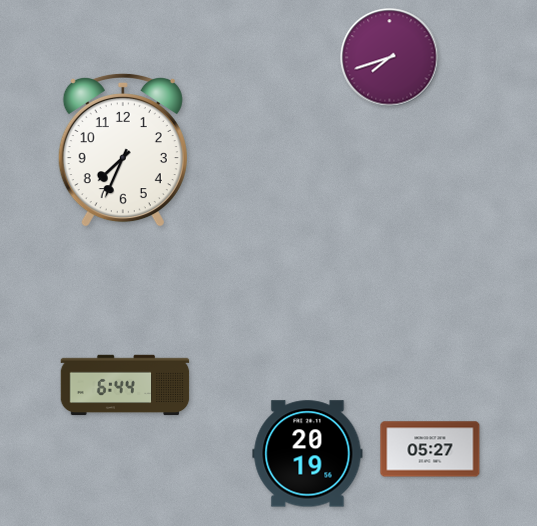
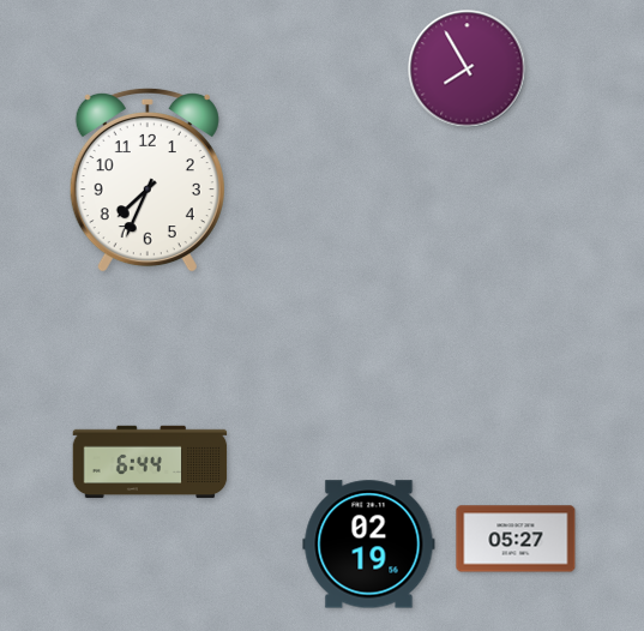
clock at (390, 58): 7:42 -> 7:55
clock at (308, 454): 20:19 -> 02:19
